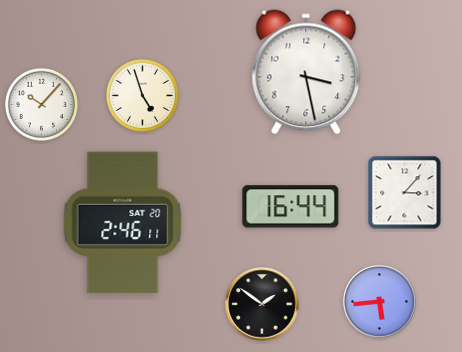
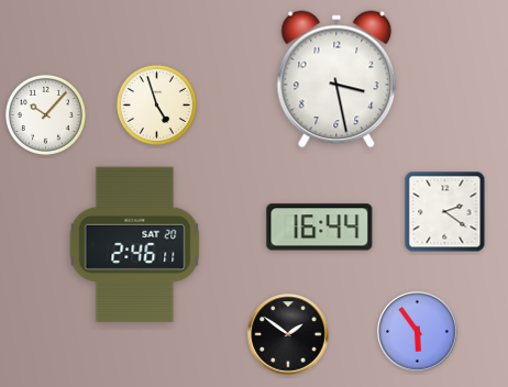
clock at (405, 193): 3:07 -> 2:21
clock at (380, 302): 5:44 -> 5:54
